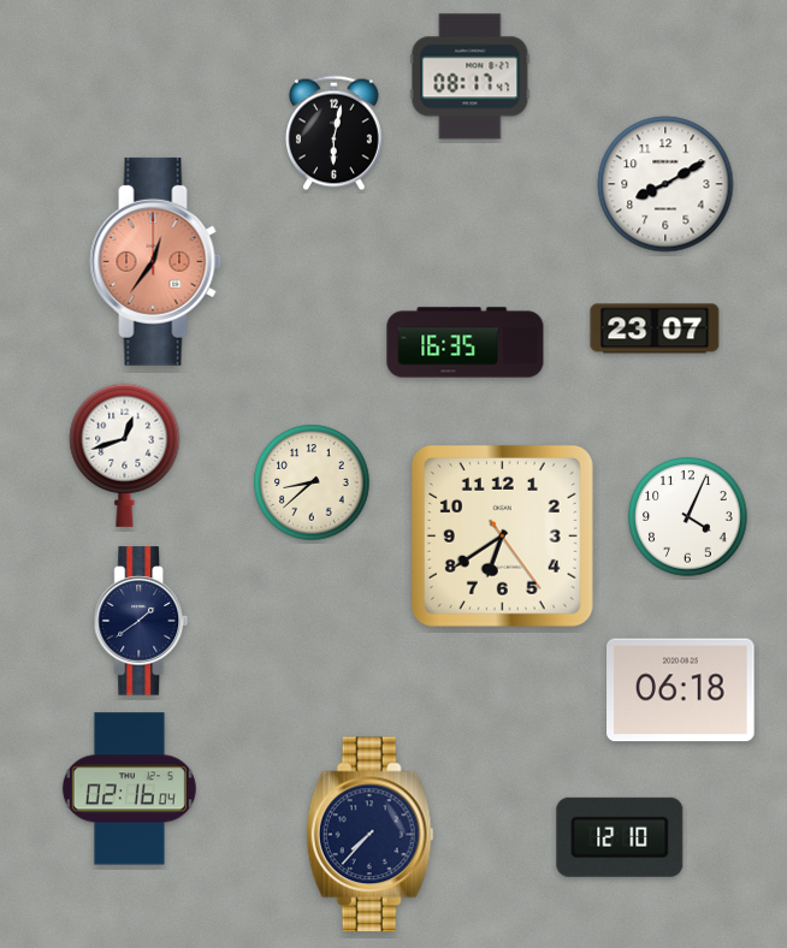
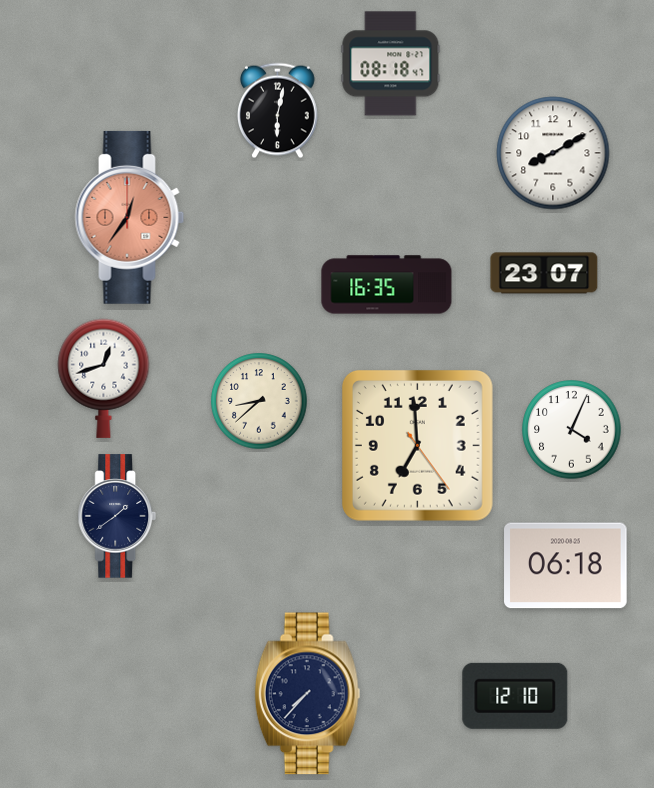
clock at (471, 77): 08:17 -> 08:18
clock at (502, 535): 6:39 -> 6:59
clock at (681, 691) position: (681, 691) -> (566, 566)
clock at (129, 789): 02:16 -> none
